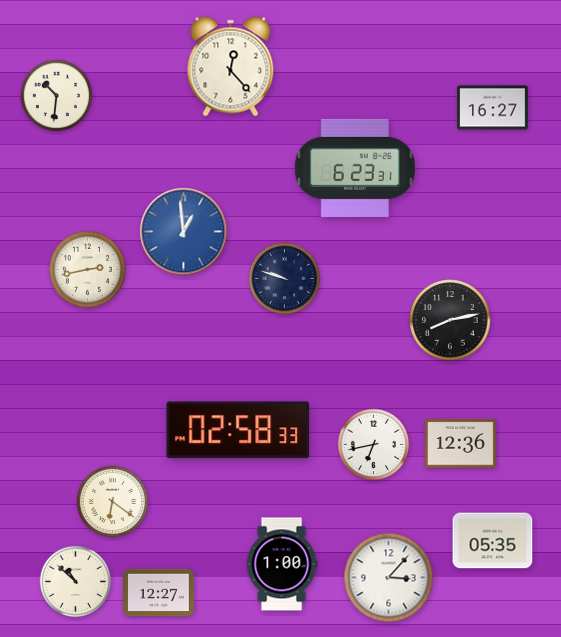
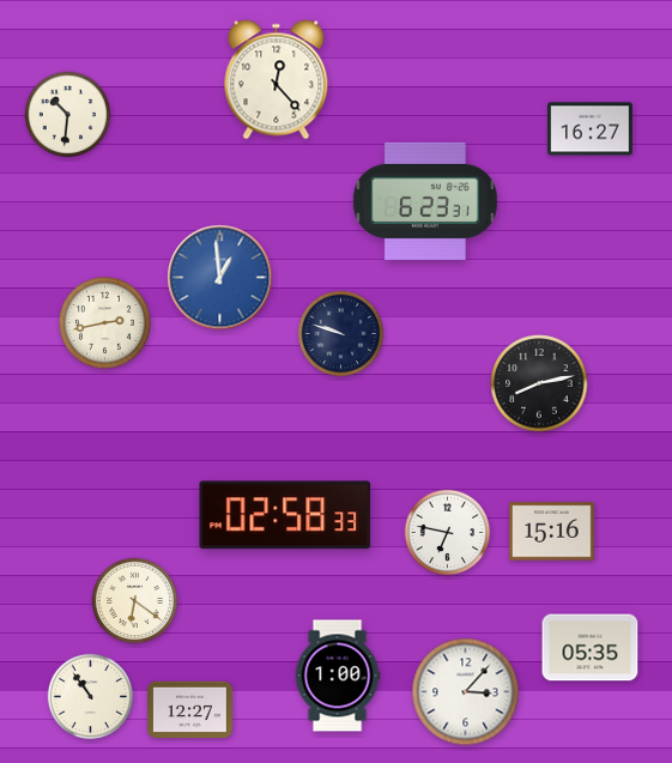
clock at (461, 444): 12:36 -> 15:16
clock at (374, 445): 6:43 -> 6:47
clock at (76, 582): 10:52 -> 10:54
